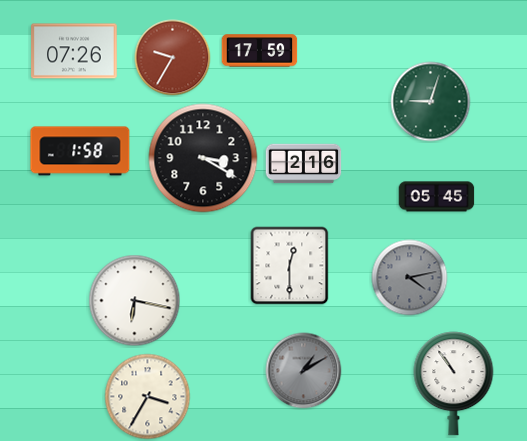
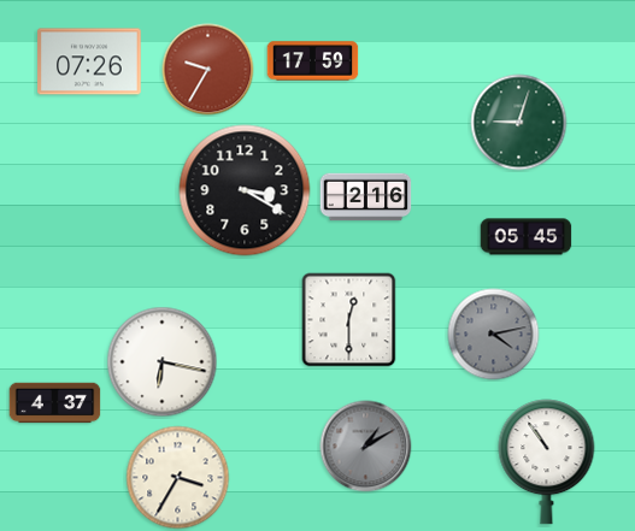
clock at (80, 151): 1:58 -> none
clock at (55, 403): none -> 4:37
